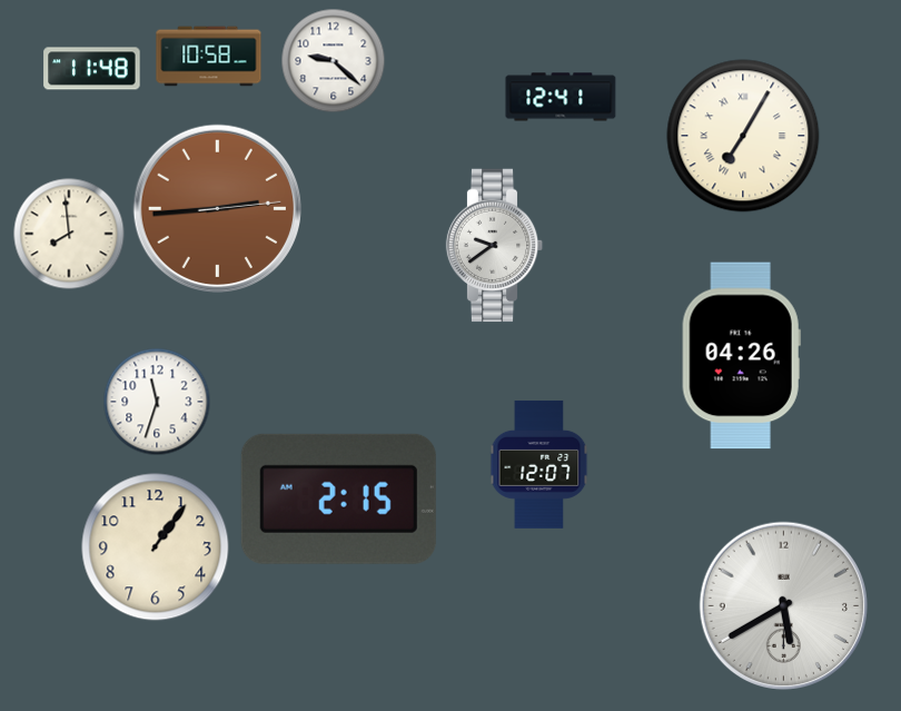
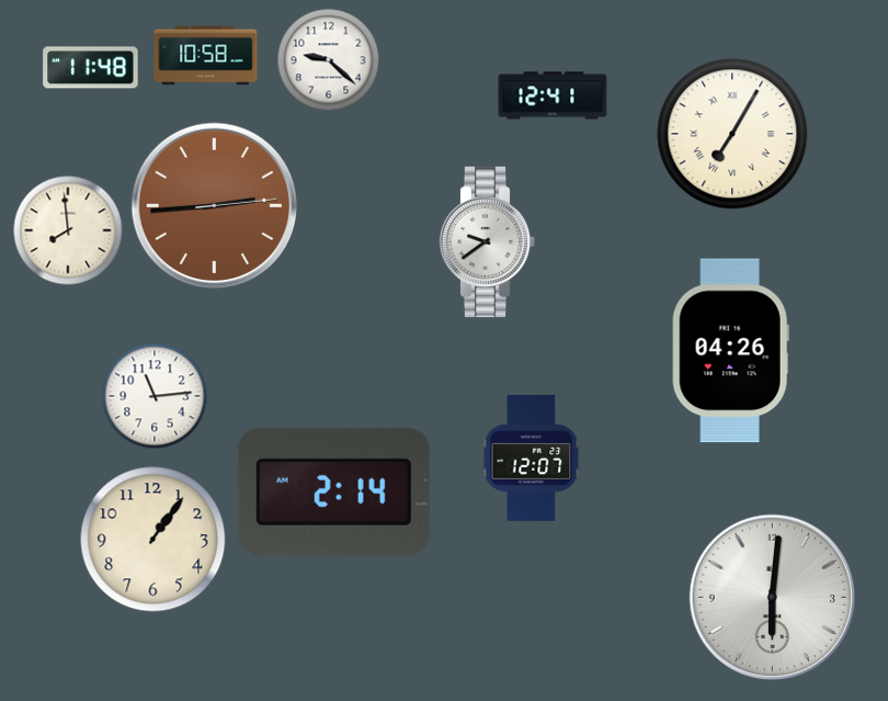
clock at (157, 402): 11:33 -> 11:14
clock at (338, 498): 2:15 -> 2:14
clock at (783, 605): 5:40 -> 6:01
